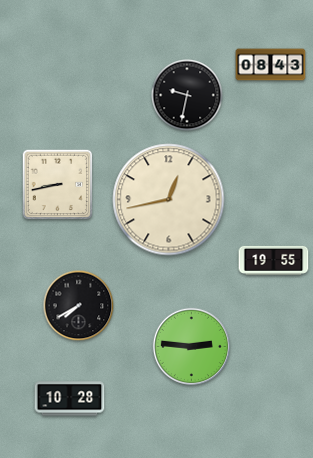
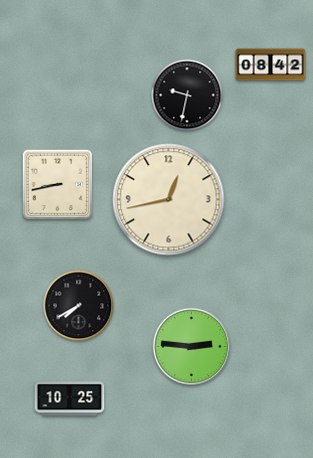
clock at (271, 65): 08:43 -> 08:42
clock at (274, 260): 19:55 -> none
clock at (70, 399): 10:28 -> 10:25
